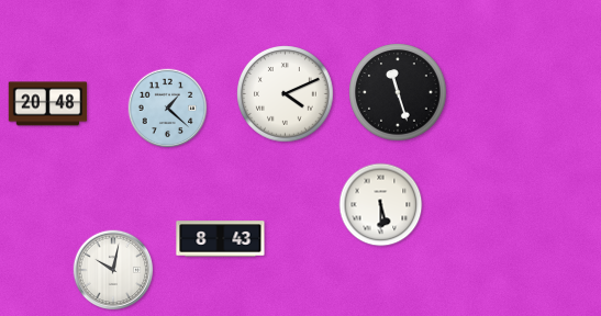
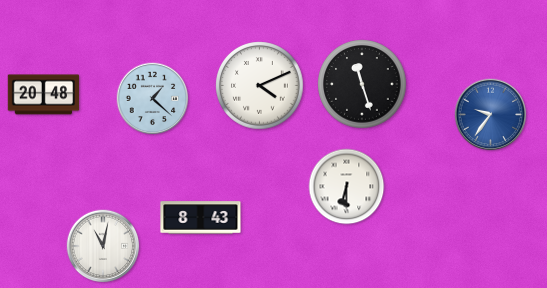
clock at (491, 115): none -> 9:36
clock at (381, 205): 5:30 -> 6:30
clock at (113, 270): 10:02 -> 11:02
